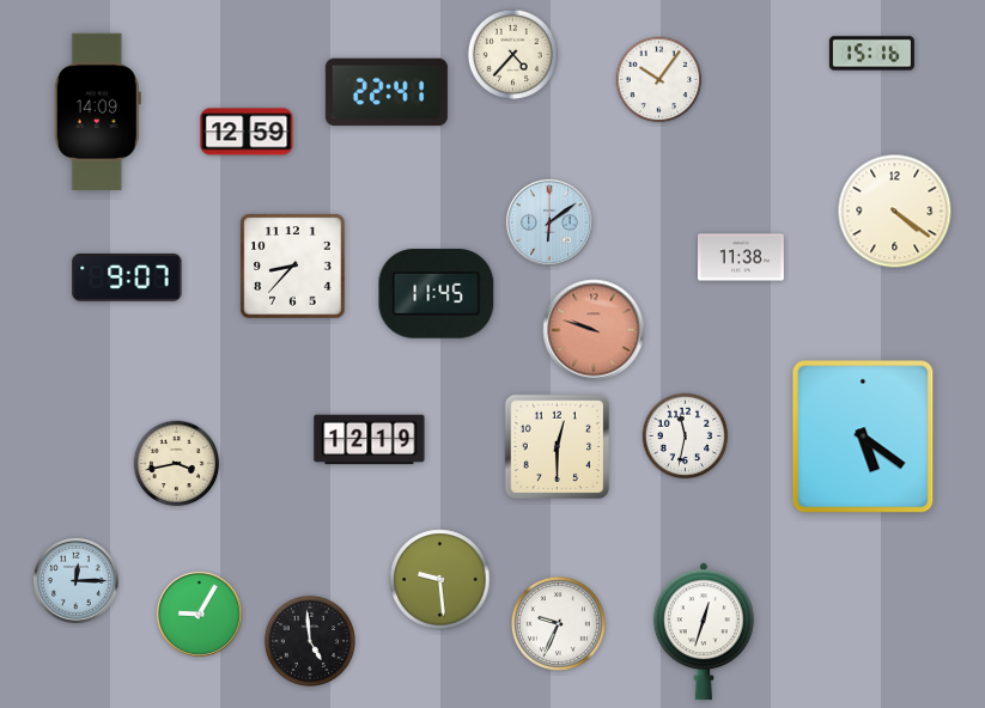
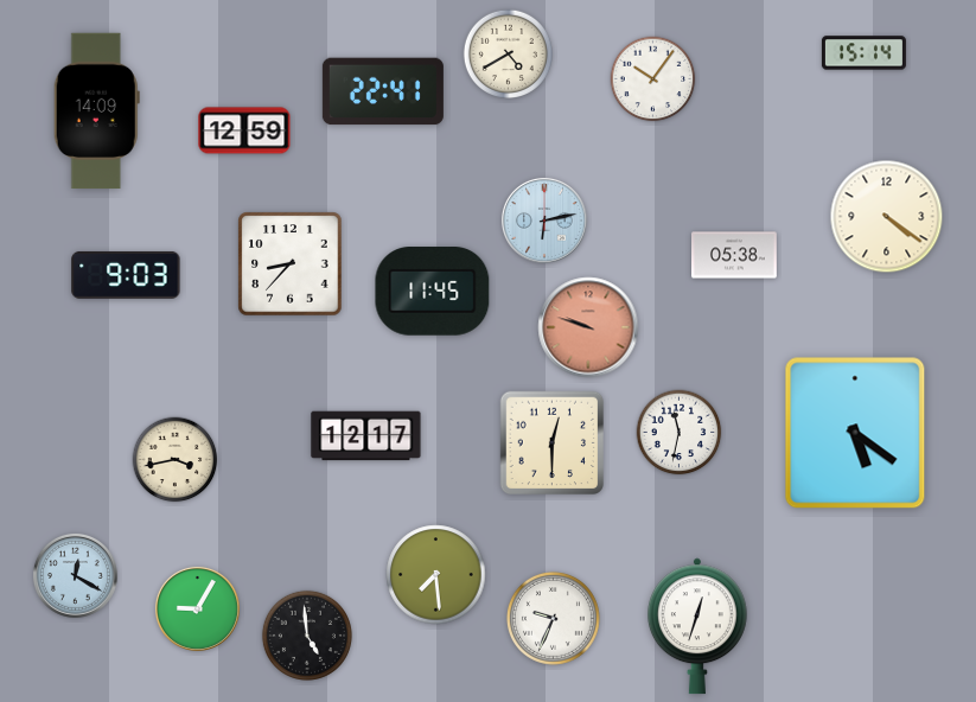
clock at (512, 54): 4:37 -> 4:40
clock at (871, 54): 15:16 -> 15:14
clock at (895, 212) position: (895, 212) -> (887, 217)
clock at (549, 222): 6:09 -> 6:13
clock at (742, 257): 11:38 -> 05:38
clock at (127, 277): 9:07 -> 9:03
clock at (370, 440): 12:19 -> 12:17
clock at (75, 580): 12:15 -> 12:20
clock at (440, 580): 9:29 -> 7:29
